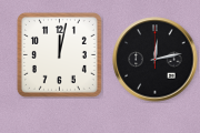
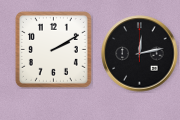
clock at (59, 54): 12:02 -> 2:10
